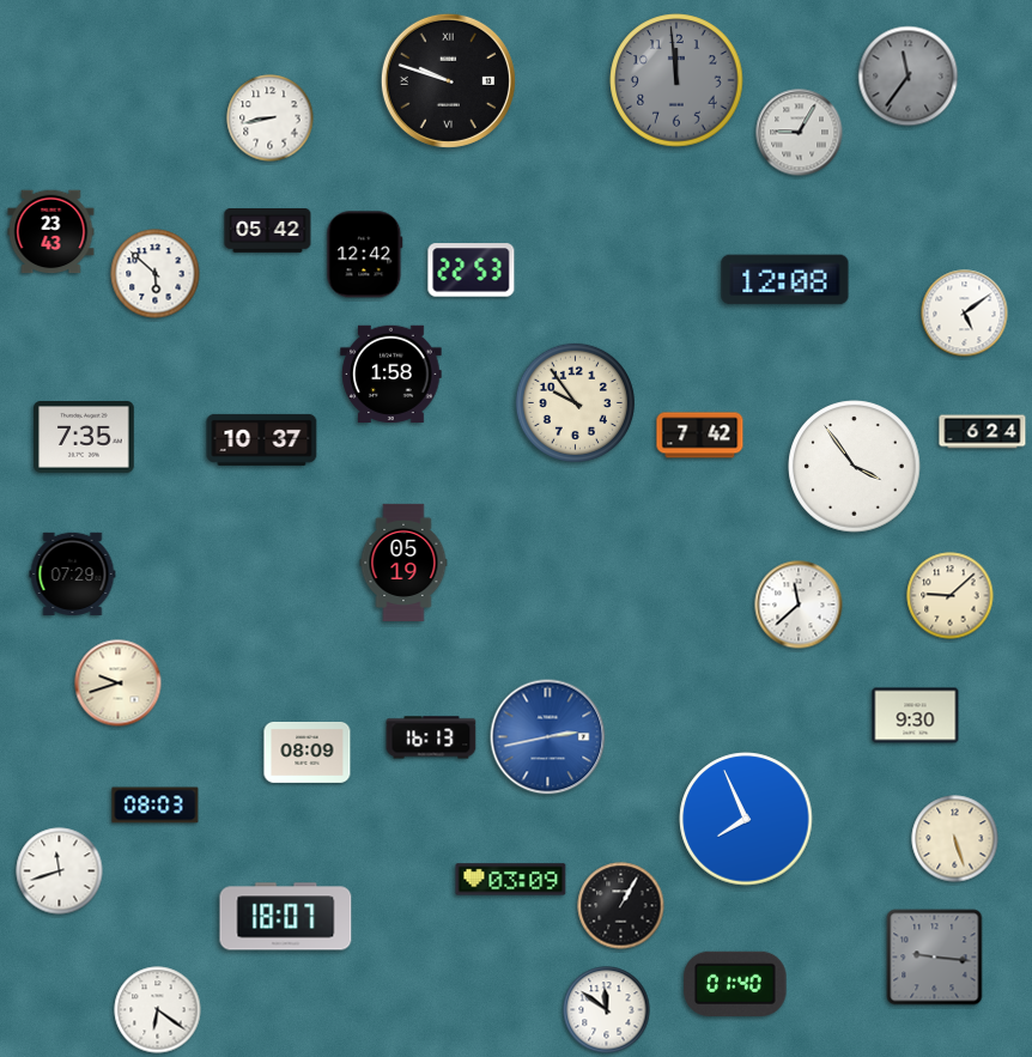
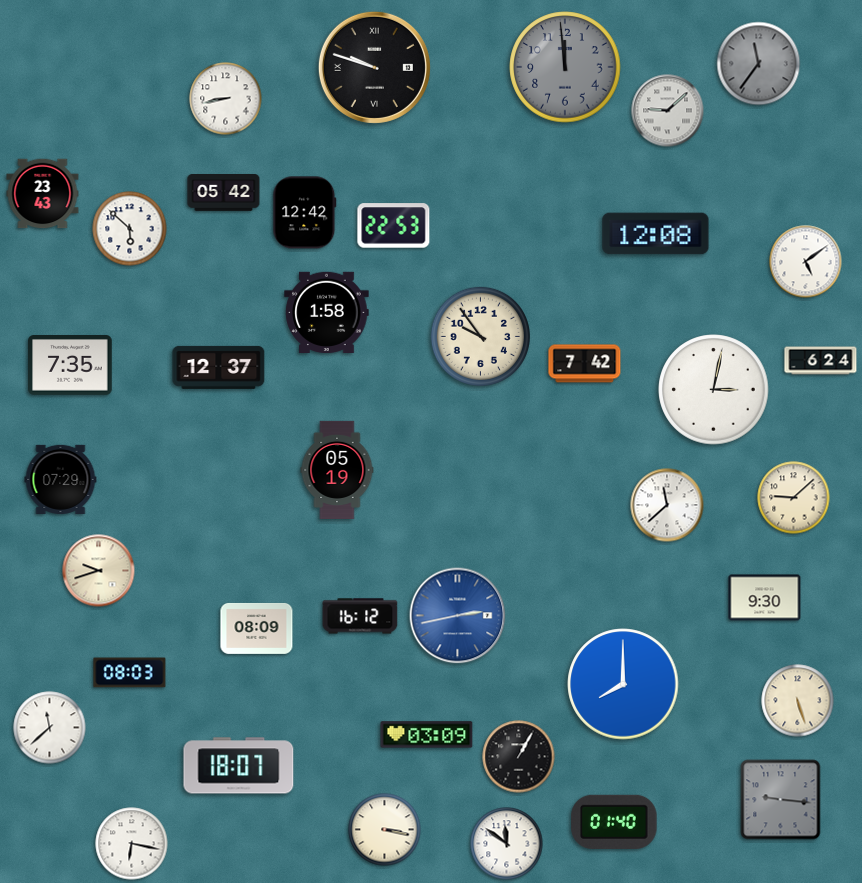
clock at (800, 133): 9:05 -> 9:08
clock at (262, 439): 10:37 -> 12:37
clock at (855, 467): 3:54 -> 3:02
clock at (431, 737): 16:13 -> 16:12
clock at (746, 819): 7:56 -> 8:00
clock at (60, 871): 11:42 -> 11:38
clock at (385, 830): none -> 3:17
clock at (158, 1010): 6:21 -> 6:17
